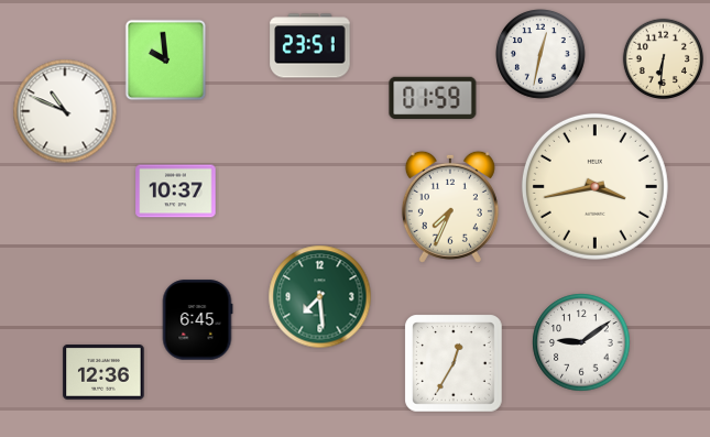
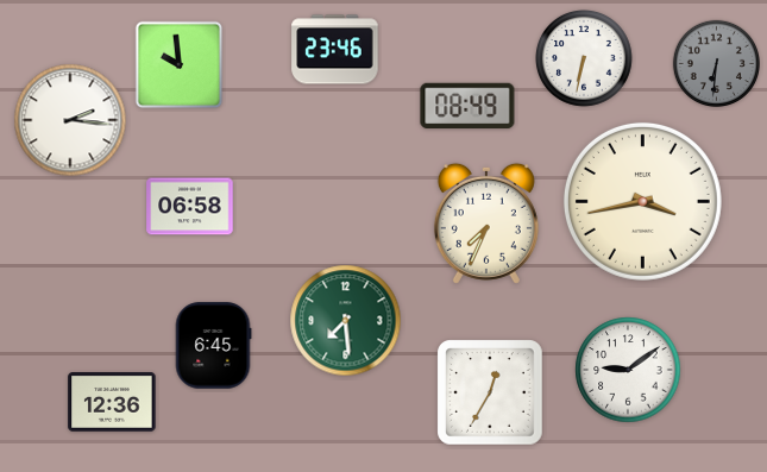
clock at (310, 46): 23:51 -> 23:46
clock at (542, 55): 12:32 -> 6:32
clock at (663, 58) dial: cream -> grey
clock at (433, 98): 01:59 -> 08:49
clock at (65, 111): 10:49 -> 2:16
clock at (176, 192): 10:37 -> 06:58
